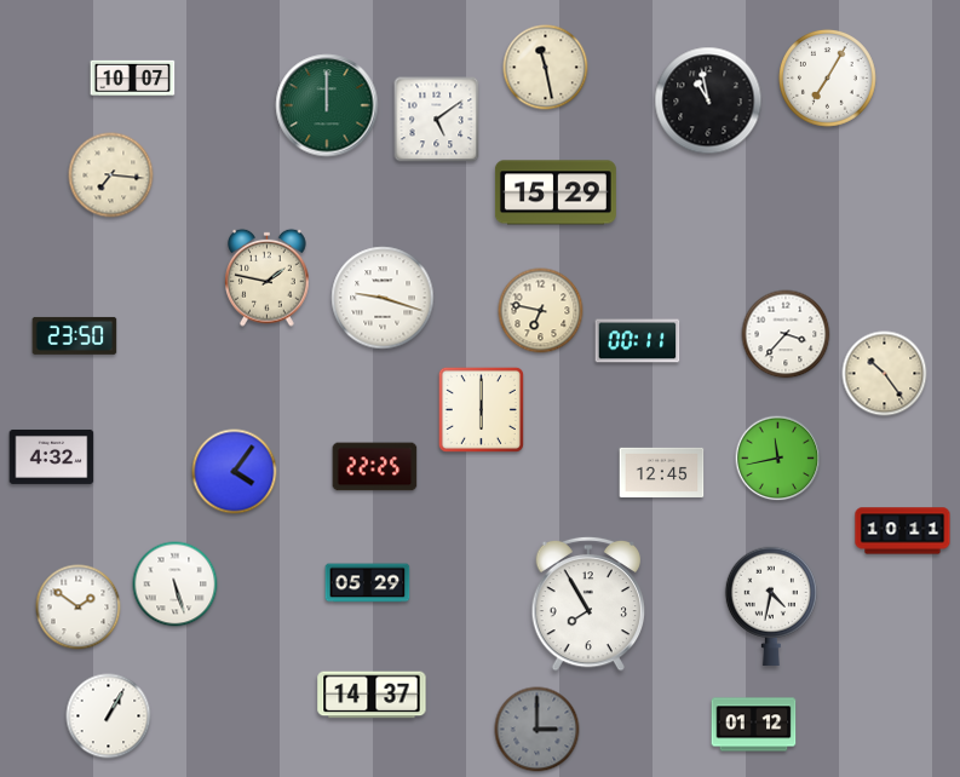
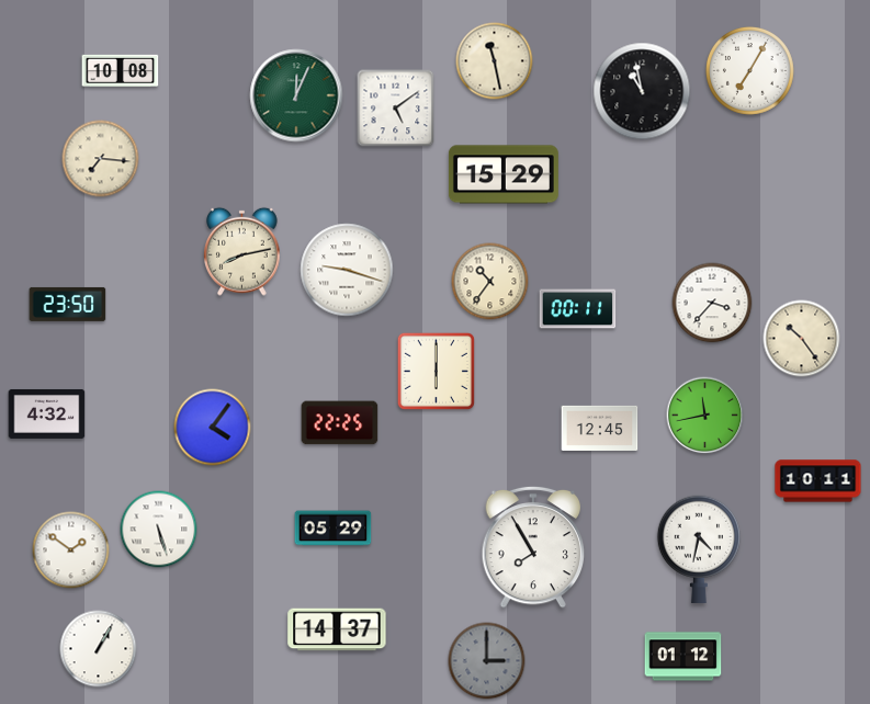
clock at (133, 77): 10:07 -> 10:08
clock at (327, 105): 12:00 -> 12:04
clock at (268, 277): 1:47 -> 8:13
clock at (541, 311): 6:47 -> 10:36
